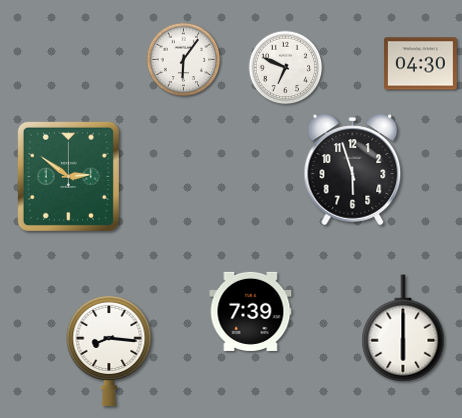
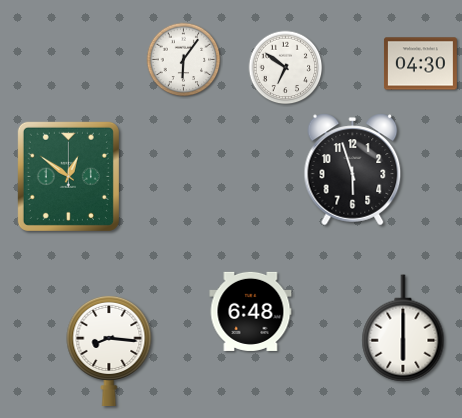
clock at (286, 68): 6:49 -> 6:51
clock at (68, 176): 2:51 -> 12:51
clock at (251, 311): 7:39 -> 6:48
